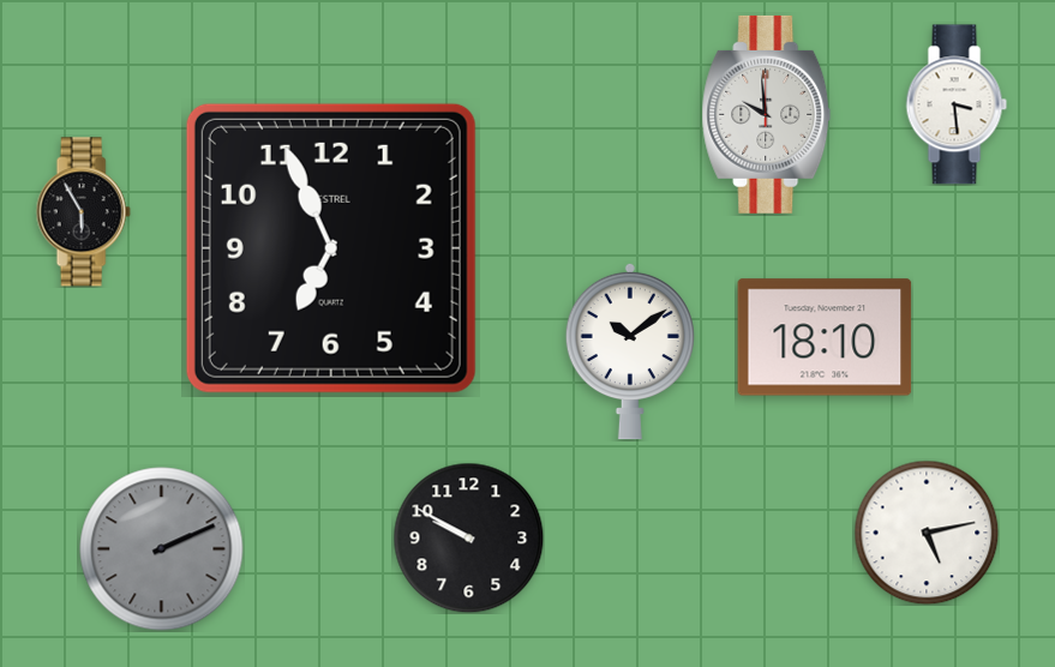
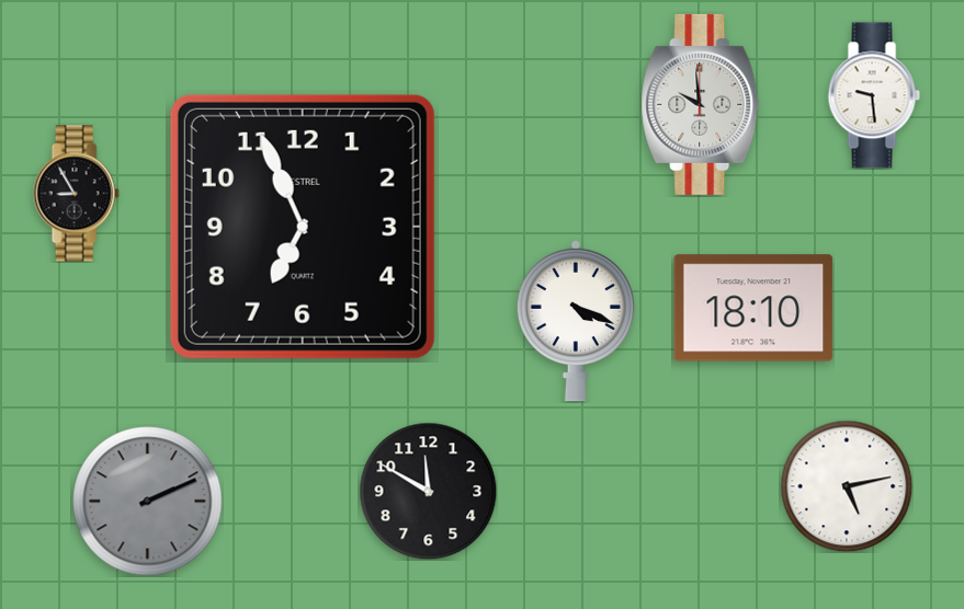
clock at (957, 104): 3:29 -> 9:29
clock at (83, 212): 5:55 -> 8:55
clock at (630, 351): 10:09 -> 4:19
clock at (468, 537): 9:50 -> 11:50
